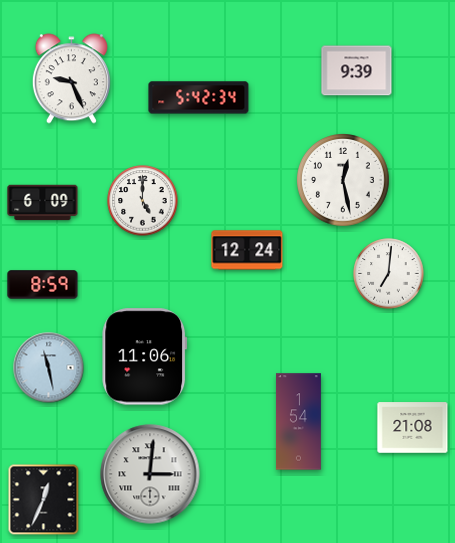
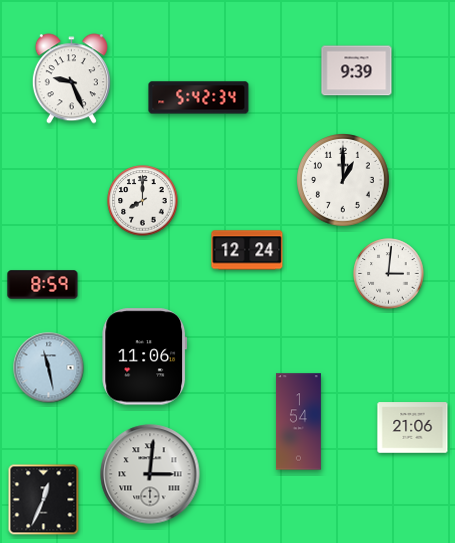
clock at (344, 181): 12:28 -> 1:00
clock at (143, 201): 5:00 -> 8:00
clock at (43, 203): 6:09 -> none
clock at (389, 274): 7:01 -> 3:01
clock at (413, 428): 21:08 -> 21:06
